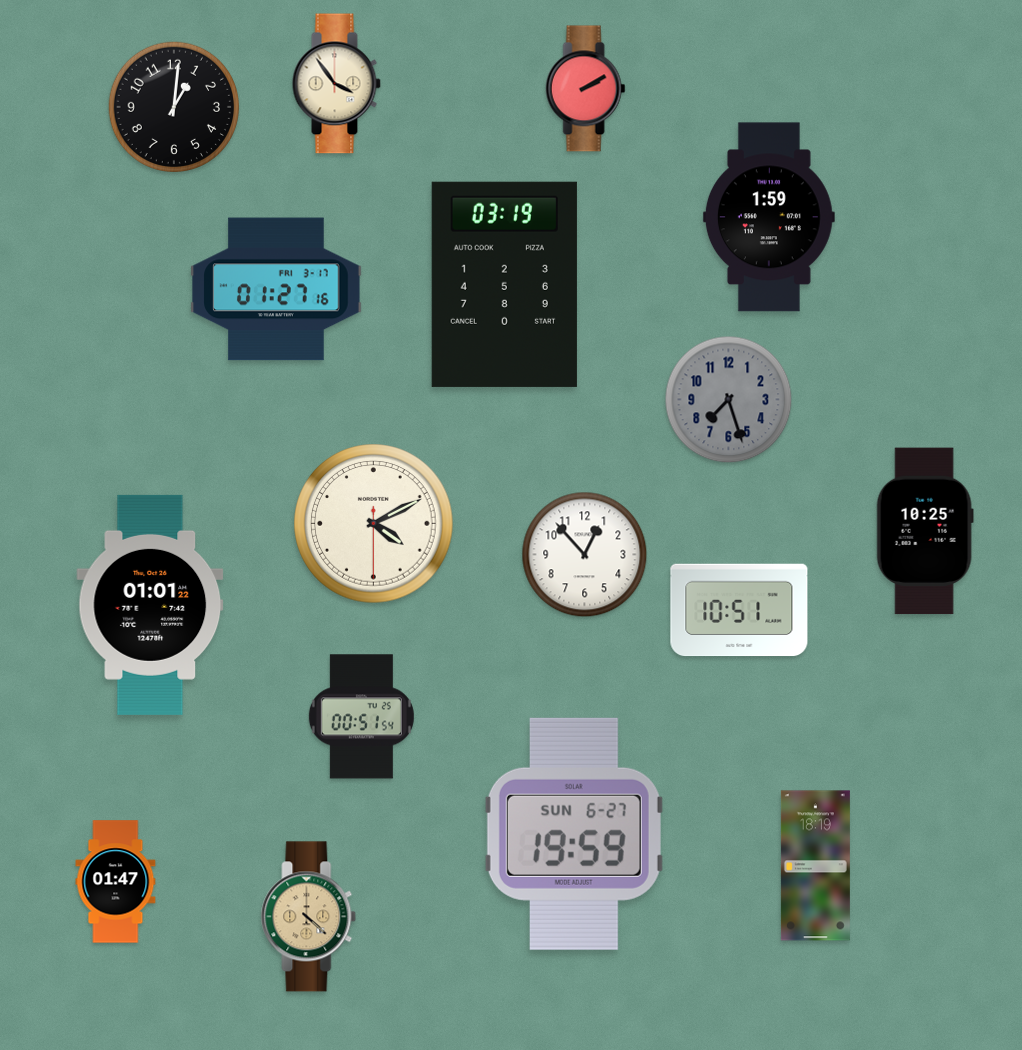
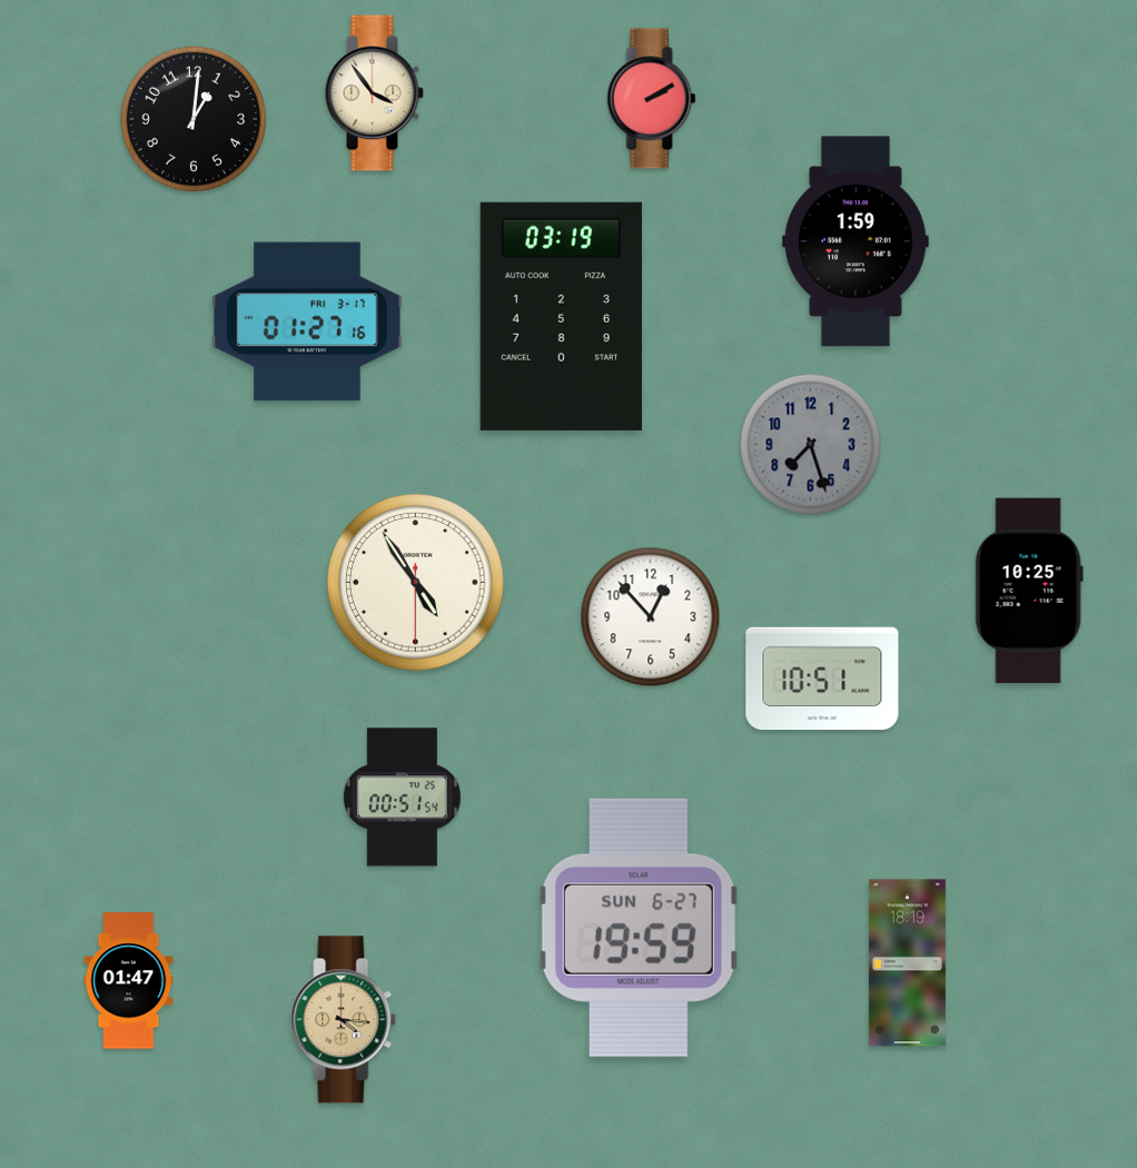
clock at (374, 524): 4:10 -> 4:54
clock at (150, 605): 01:01 -> none
clock at (309, 917): 4:22 -> 4:16
